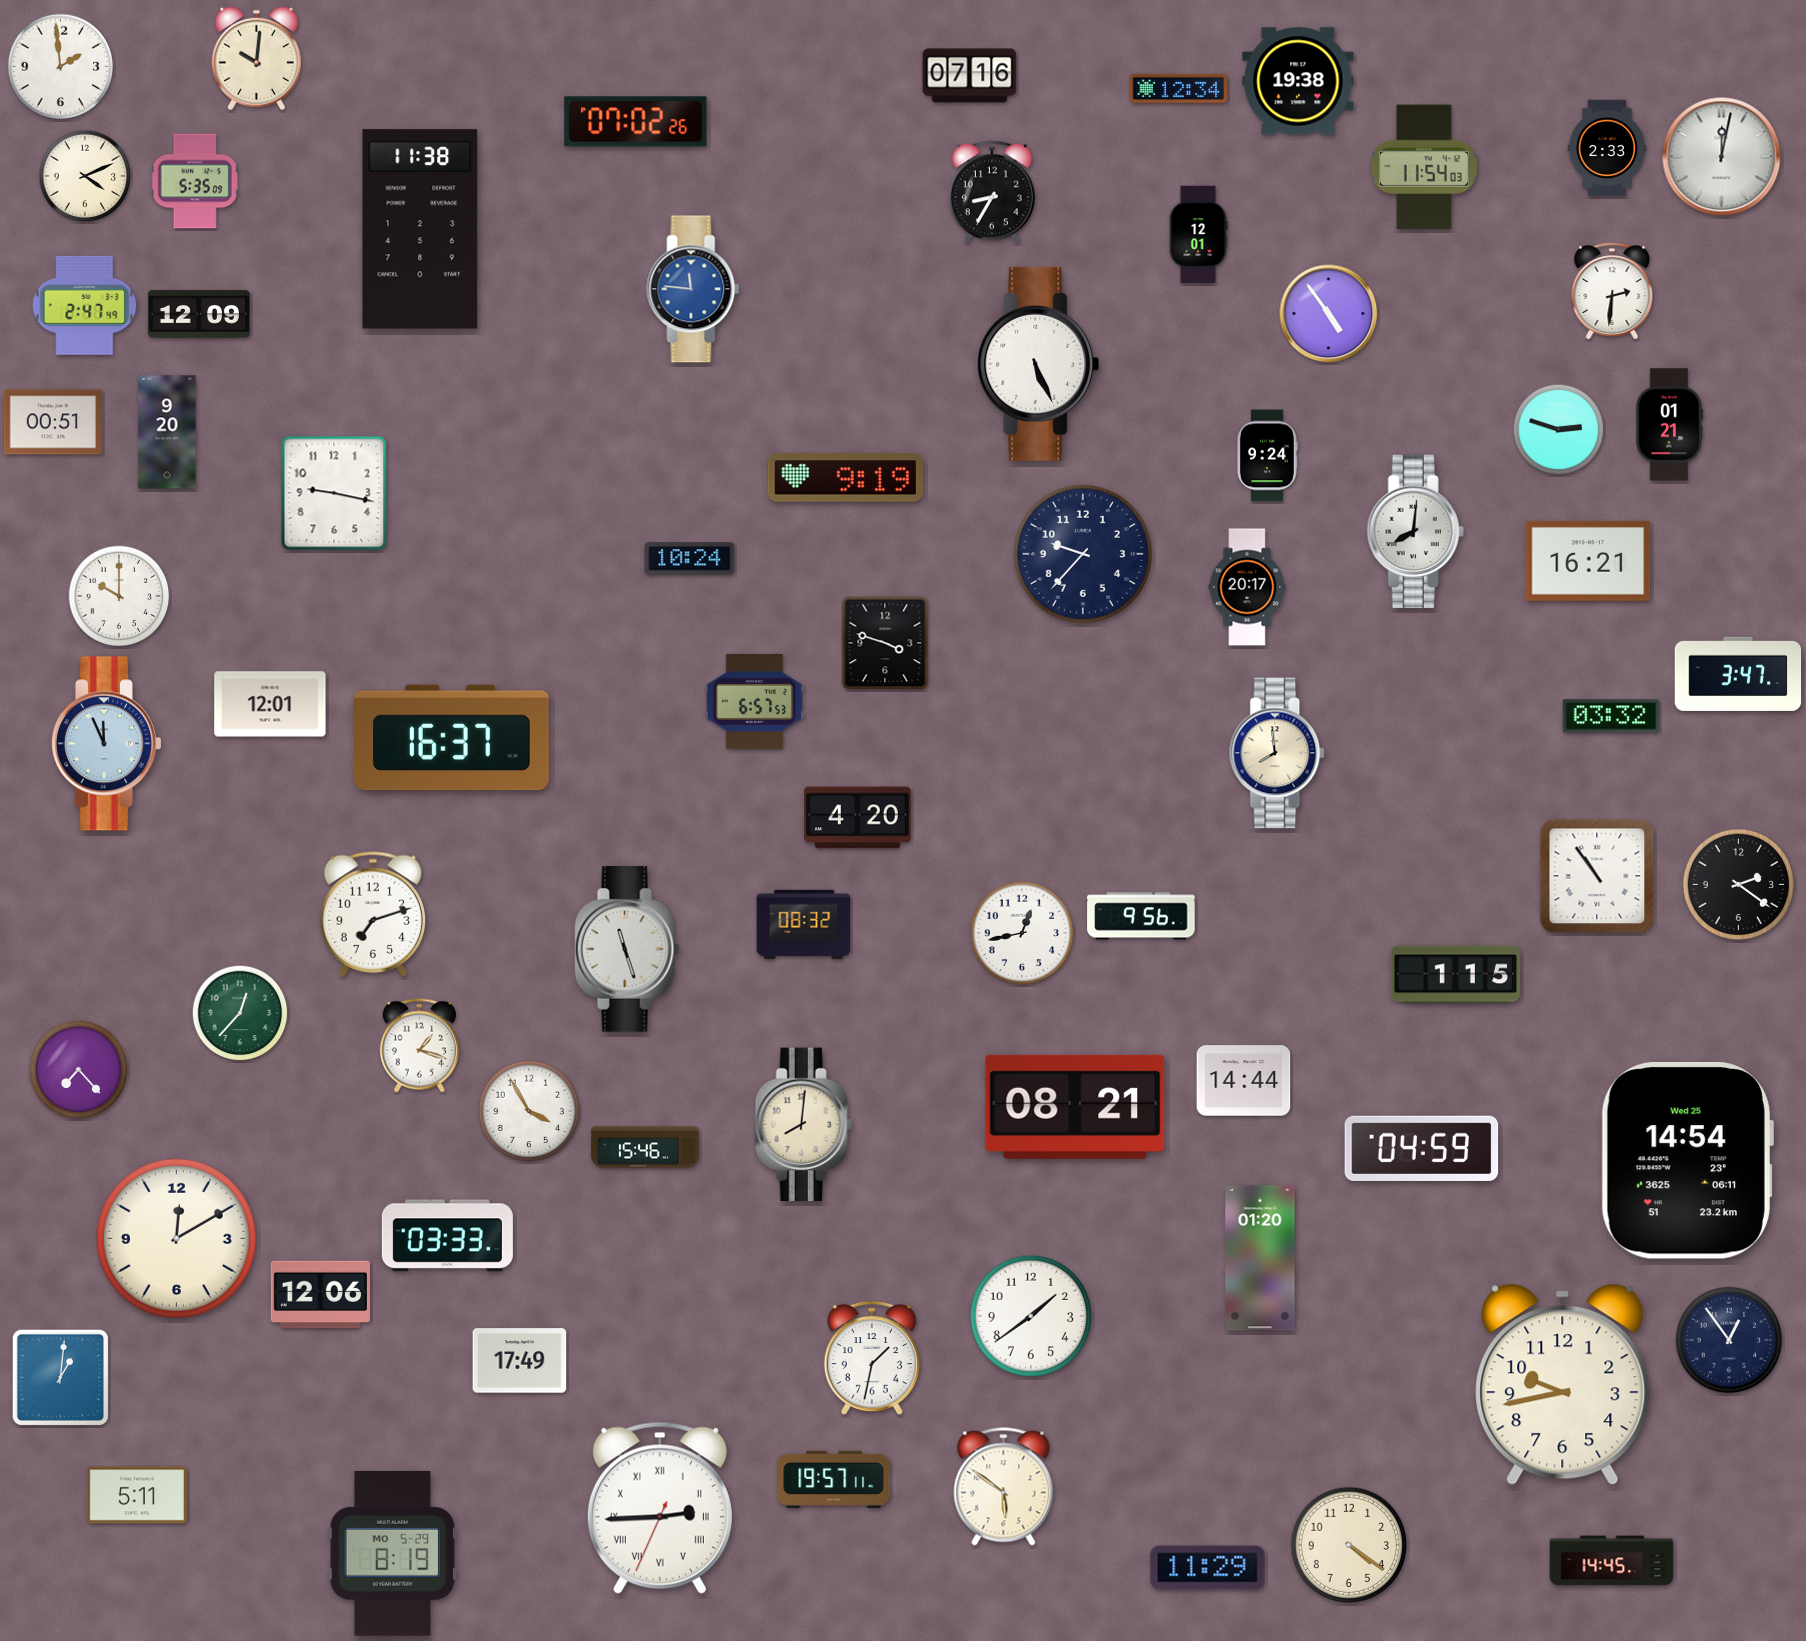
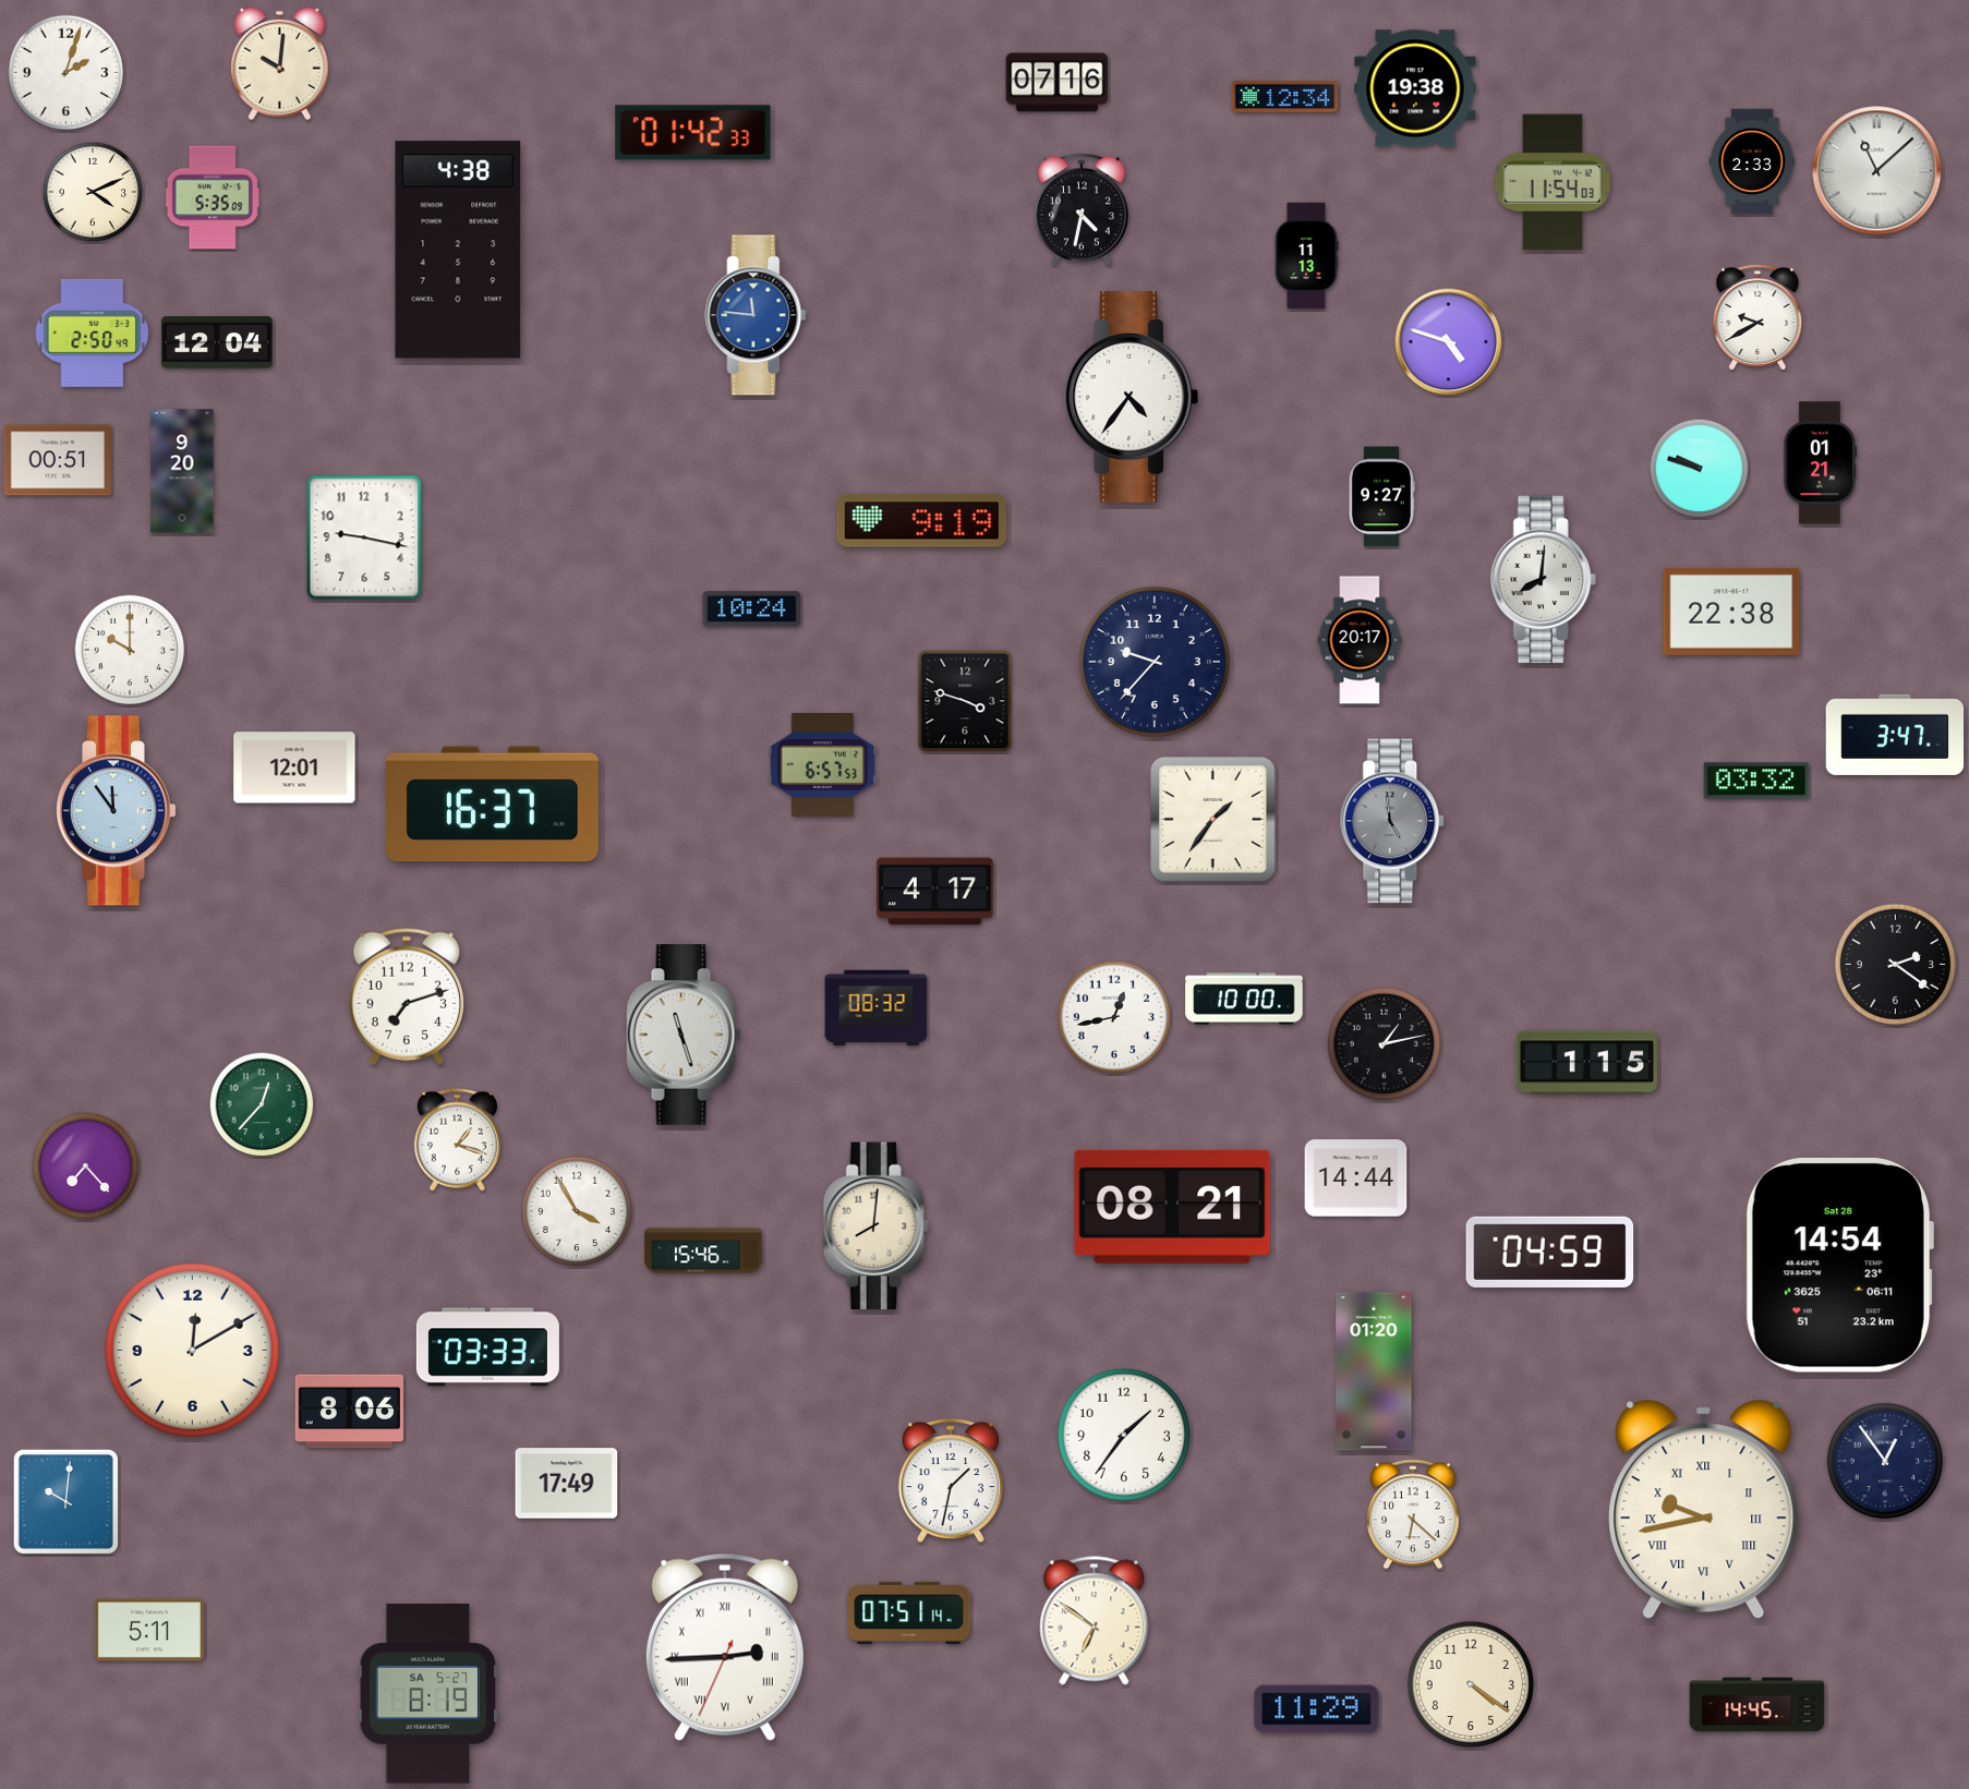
clock at (61, 67): 1:59 -> 2:03
clock at (636, 122): 07:02 -> 01:42
clock at (1722, 157): 12:02 -> 11:08
clock at (992, 192): 8:35 -> 4:32
clock at (420, 229): 11:38 -> 4:38
clock at (1198, 235): 12:01 -> 11:13
clock at (1612, 291): 2:31 -> 9:40
clock at (85, 305): 2:47 -> 2:50
clock at (199, 314): 12:09 -> 12:04
clock at (1329, 314): 4:54 -> 4:48
clock at (1038, 364): 5:26 -> 4:36
clock at (1559, 430): 2:48 -> 9:48
clock at (1267, 456): 9:24 -> 9:27
clock at (1083, 554) position: (1083, 554) -> (1155, 662)
clock at (1588, 561): 16:21 -> 22:38
clock at (106, 744): 11:56 -> 11:54
clock at (1213, 820): none -> 1:36
clock at (1278, 753): 7:59 -> 4:59
clock at (1278, 753) dial: cream -> grey
clock at (858, 818): 4:20 -> 4:17
clock at (1597, 876): 10:54 -> none
clock at (1141, 916): 9:56 -> 10:00
clock at (1385, 1044): none -> 1:13
clock at (1687, 1160) date: Wed 25 -> Sat 28
clock at (320, 1295): 12:06 -> 8:06
clock at (1031, 1316): 1:39 -> 1:36
clock at (60, 1377): 1:01 -> 10:01
clock at (1563, 1384) numerals: Arabic -> Roman
clock at (1413, 1514): none -> 6:22
clock at (834, 1479): 19:57 -> 07:51
clock at (1004, 1487): 5:51 -> 6:51
clock at (660, 1508) position: (660, 1508) -> (725, 1647)
clock at (392, 1553) date: MO 5-29 -> SA 5-27
clock at (1612, 1561) position: (1612, 1561) -> (1757, 1705)
